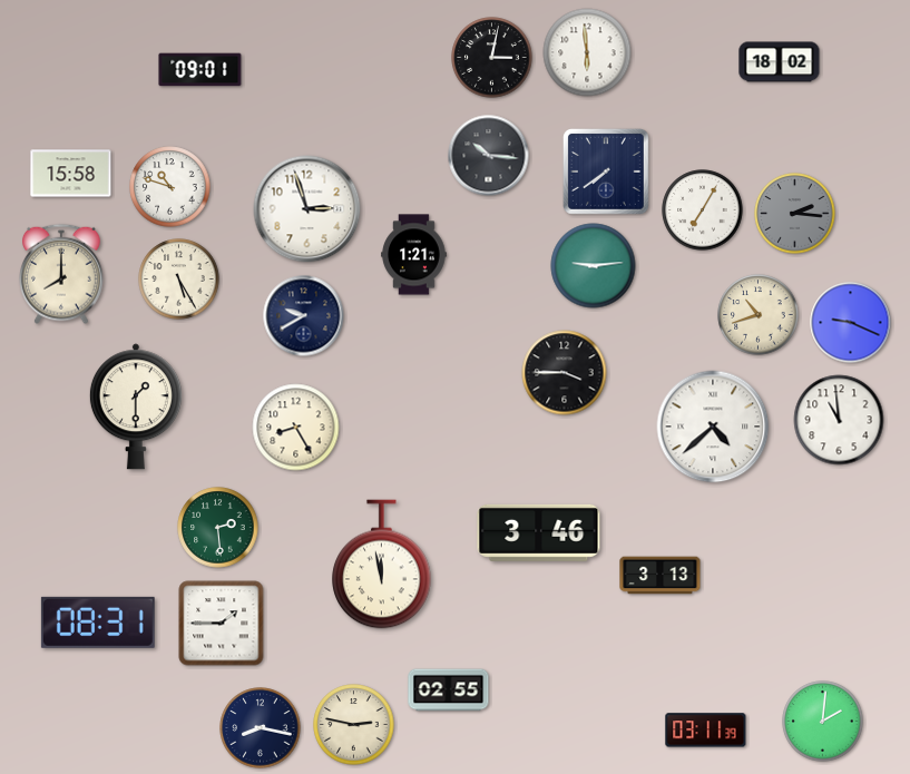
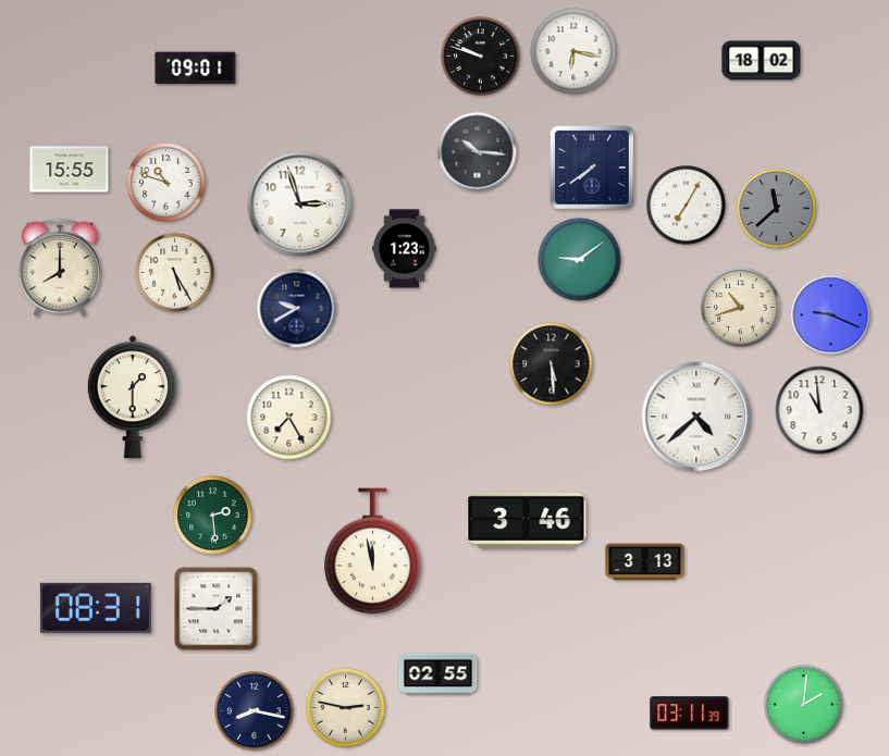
clock at (587, 52): 5:59 -> 6:17
clock at (492, 58): 3:02 -> 9:48
clock at (71, 174): 15:58 -> 15:55
clock at (795, 214): 2:16 -> 11:38
clock at (414, 255): 1:21 -> 1:23
clock at (594, 266): 9:14 -> 9:09
clock at (565, 373): 3:45 -> 5:29
clock at (296, 428): 8:25 -> 7:25
